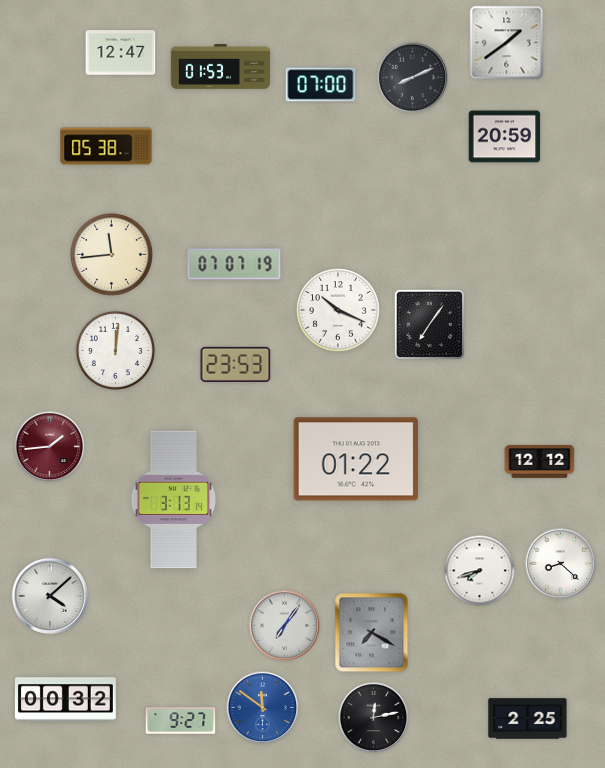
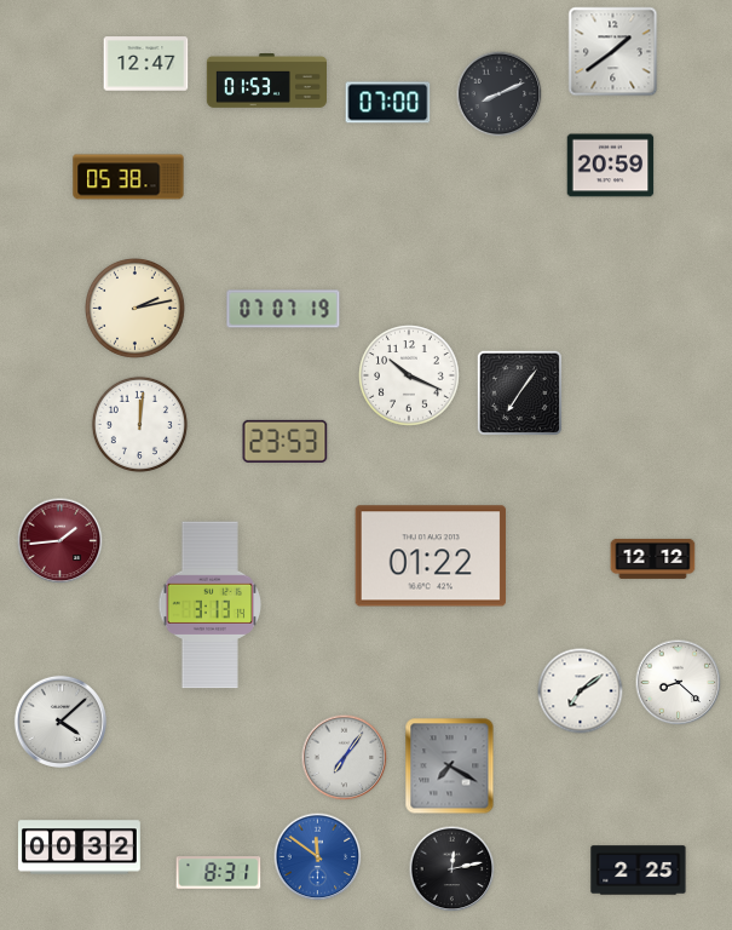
clock at (112, 255): 11:44 -> 2:13
clock at (234, 264) position: (234, 264) -> (283, 309)
clock at (480, 571): 7:42 -> 7:09
clock at (181, 721): 9:27 -> 8:31
